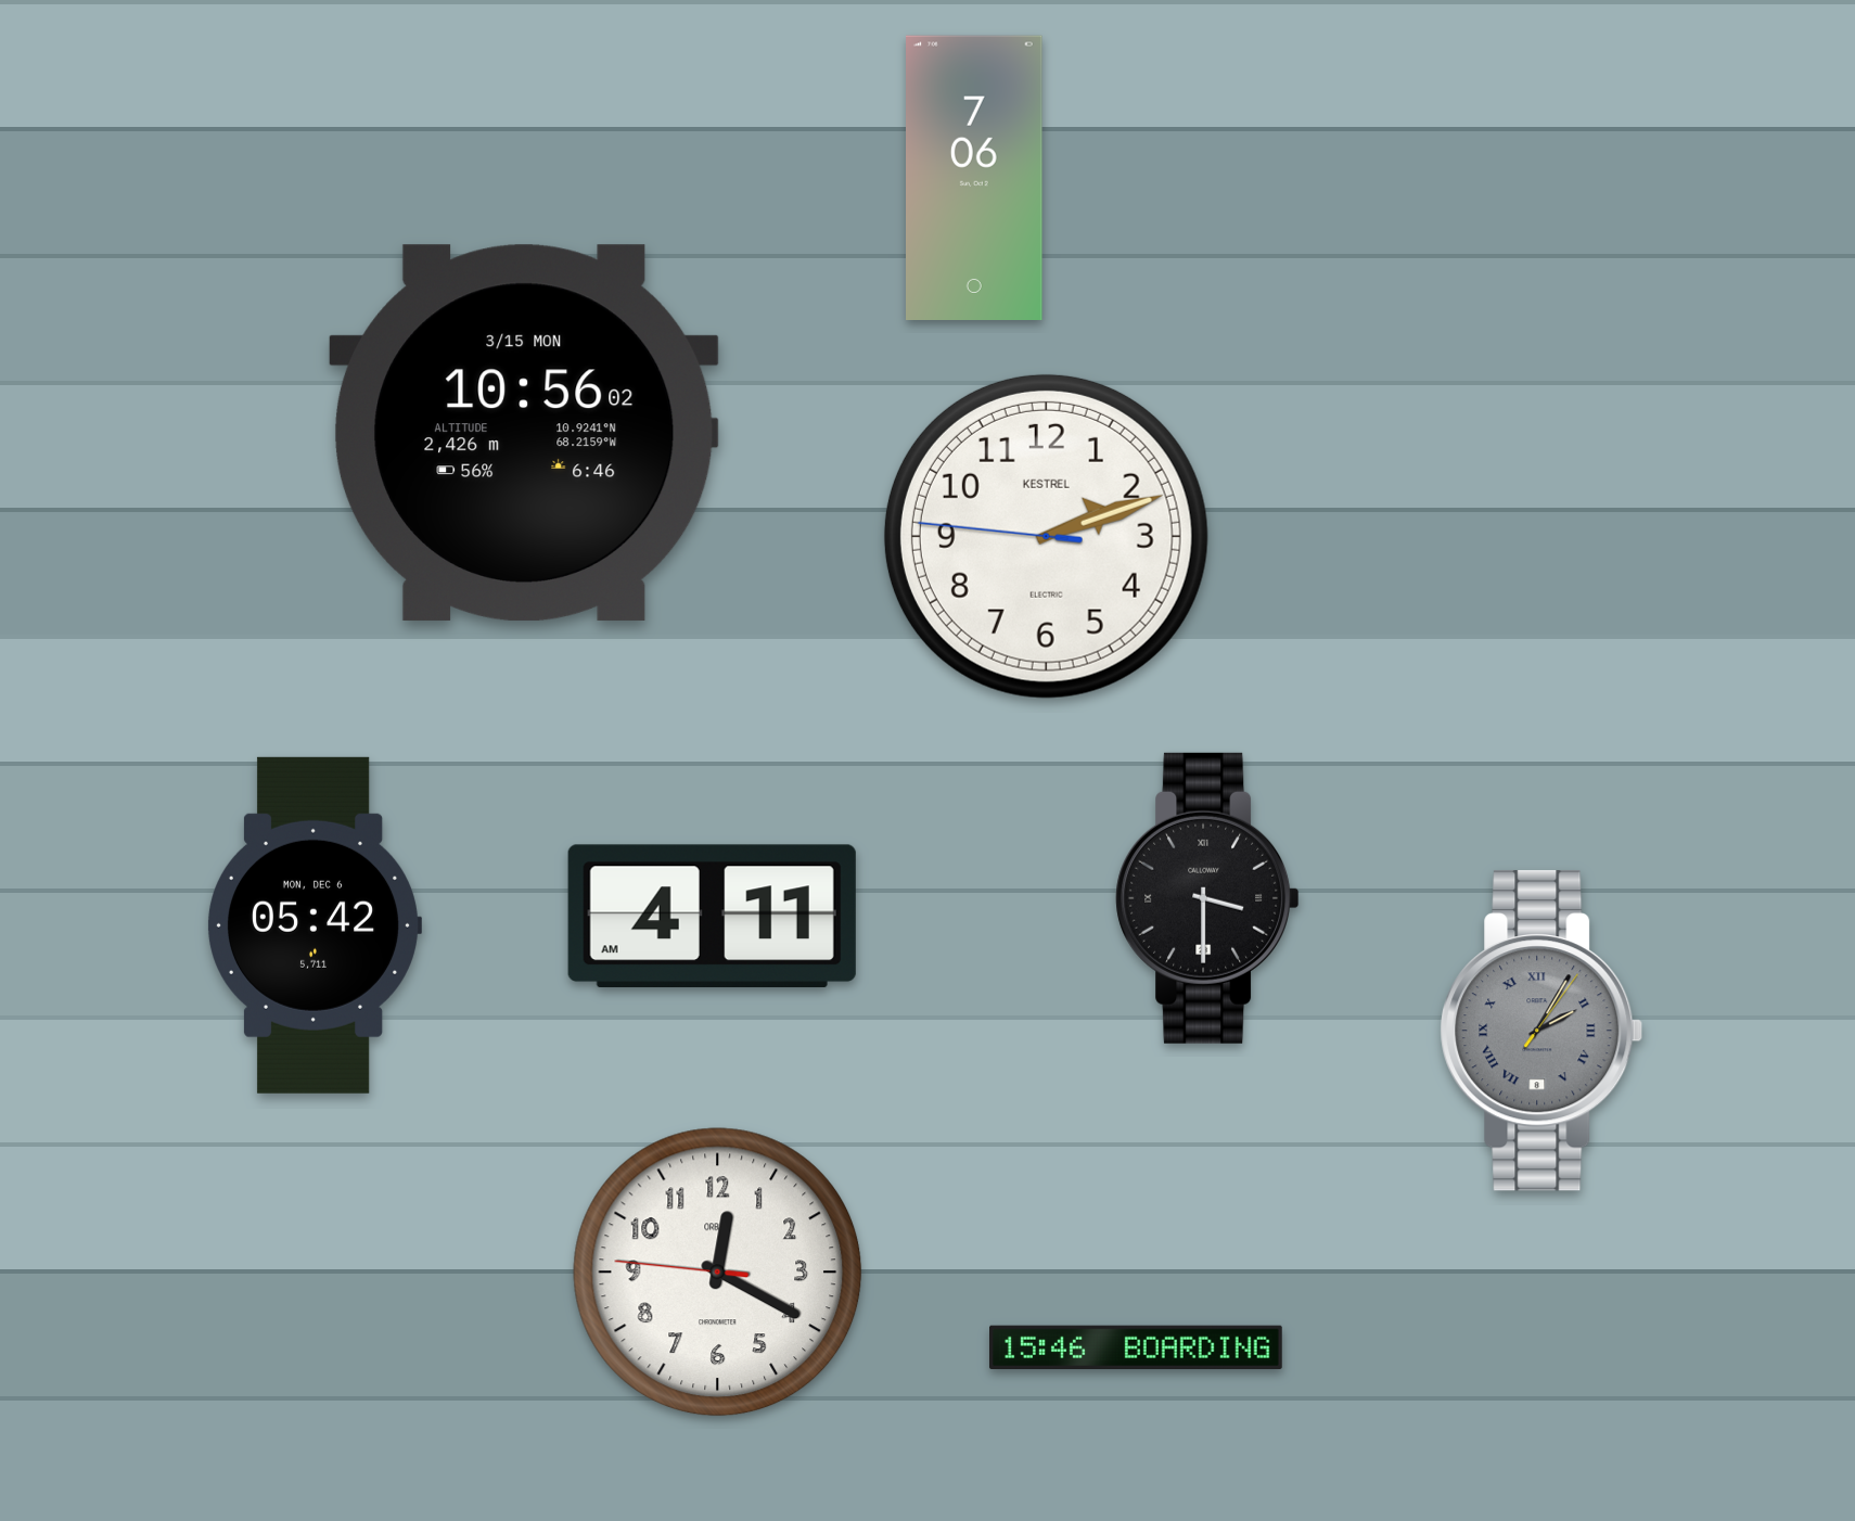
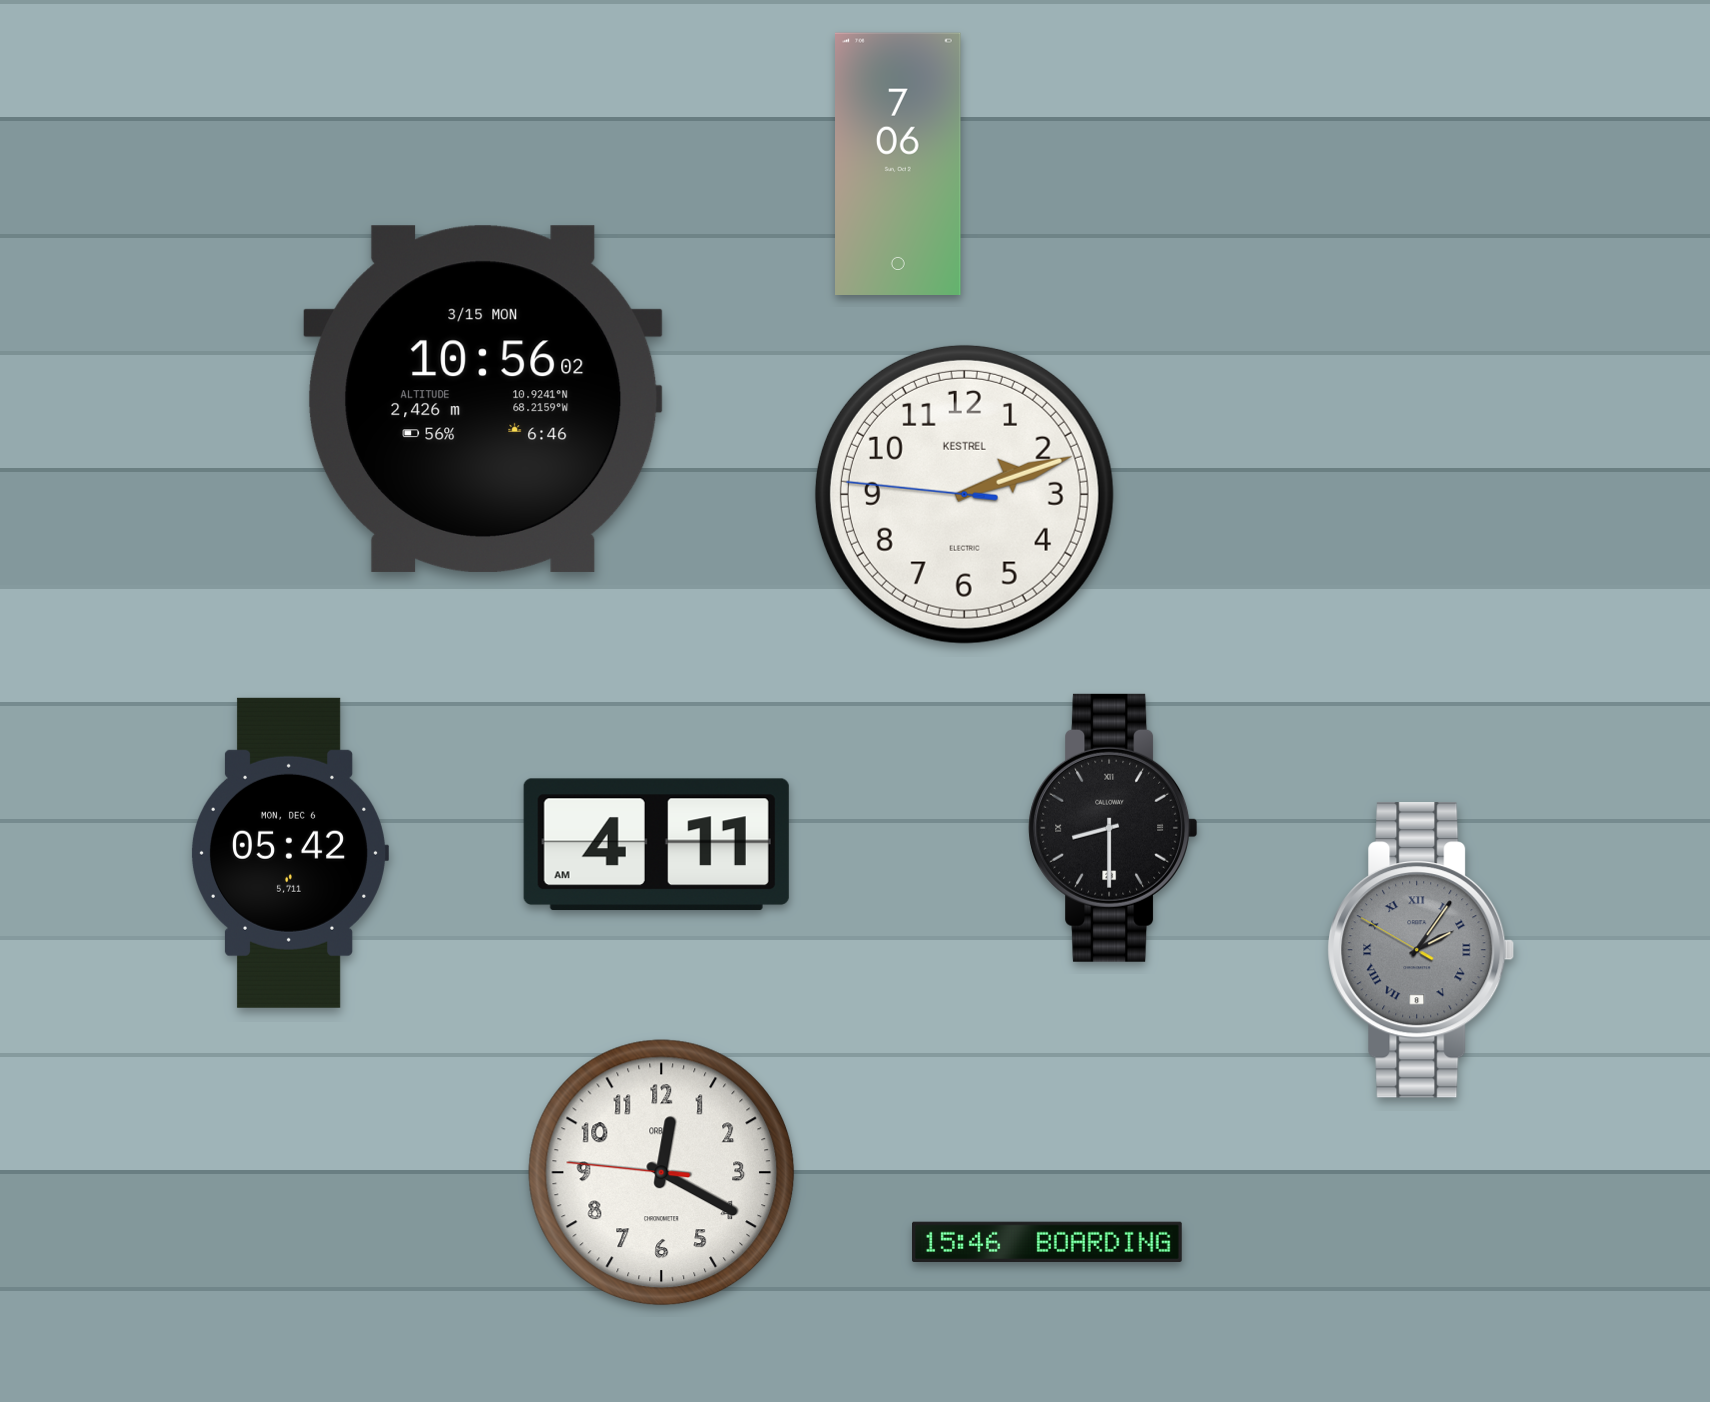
clock at (1207, 898): 3:30 -> 8:30
clock at (1541, 1031): 2:05:06 -> 2:05:50
